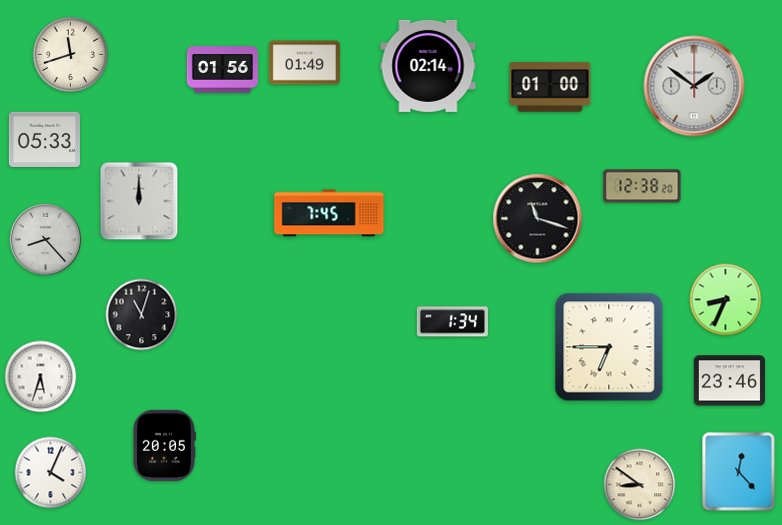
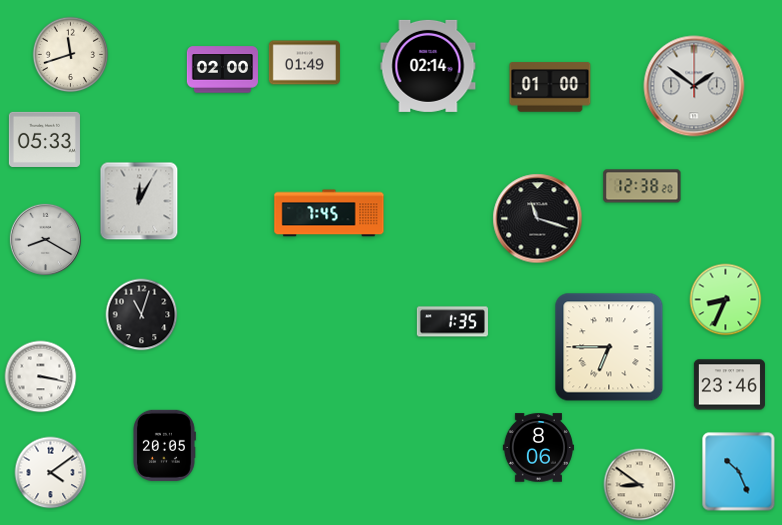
clock at (222, 70): 01:56 -> 02:00
clock at (139, 201): 12:00 -> 12:05
clock at (45, 239): 8:23 -> 8:20
clock at (452, 322): 1:34 -> 1:35
clock at (41, 377): 5:33 -> 3:17
clock at (729, 381) position: (729, 381) -> (729, 385)
clock at (538, 448): none -> 8:06
clock at (739, 472): 12:23 -> 10:26
clock at (51, 473): 4:04 -> 4:09
